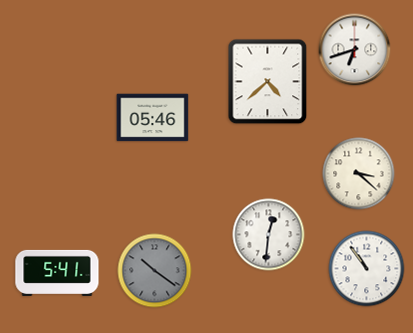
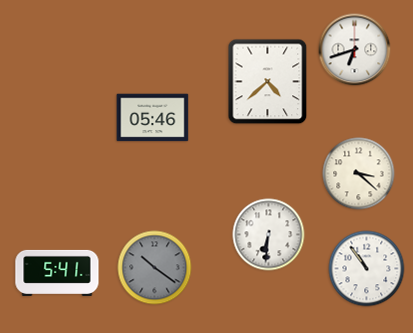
clock at (269, 235): 12:31 -> 6:31
clock at (155, 271) position: (155, 271) -> (155, 268)
